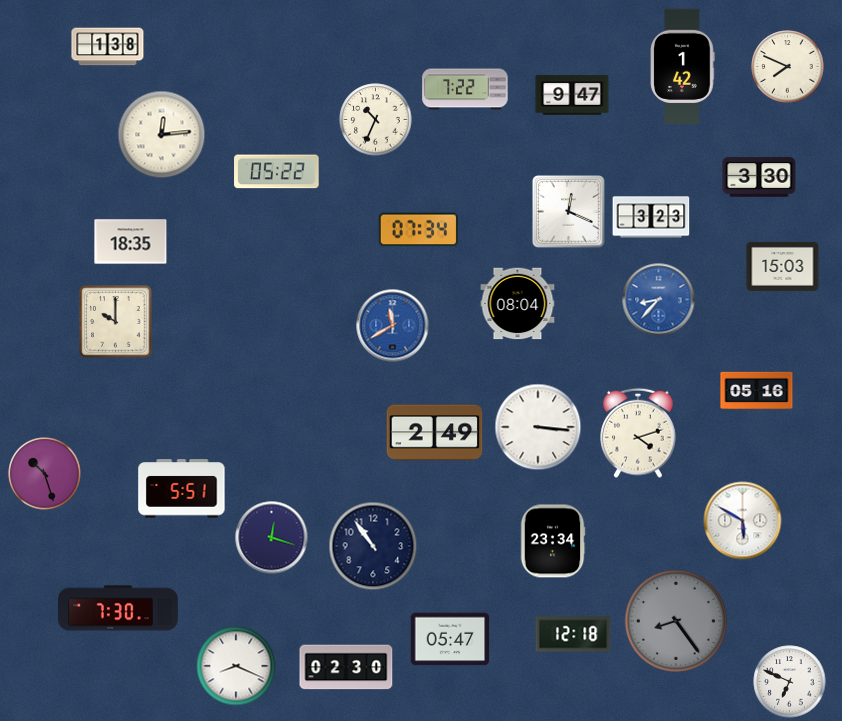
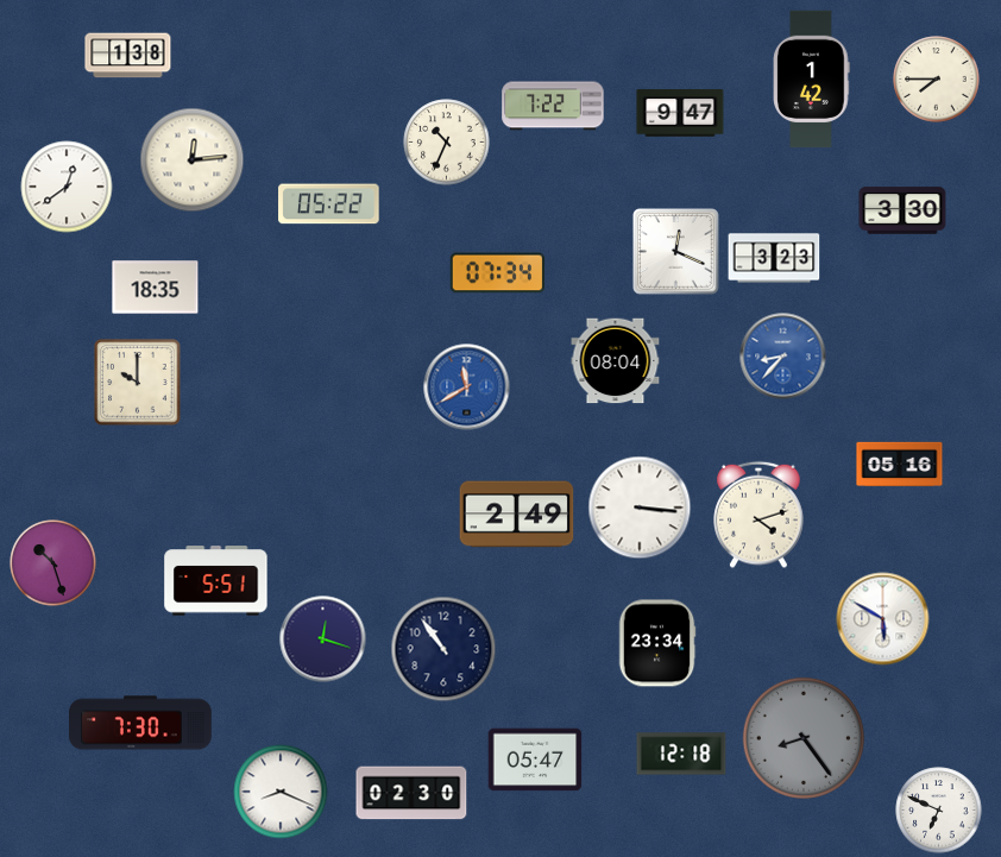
clock at (788, 67): 7:49 -> 7:45
clock at (67, 187): none -> 12:39
clock at (783, 266): 15:03 -> none
